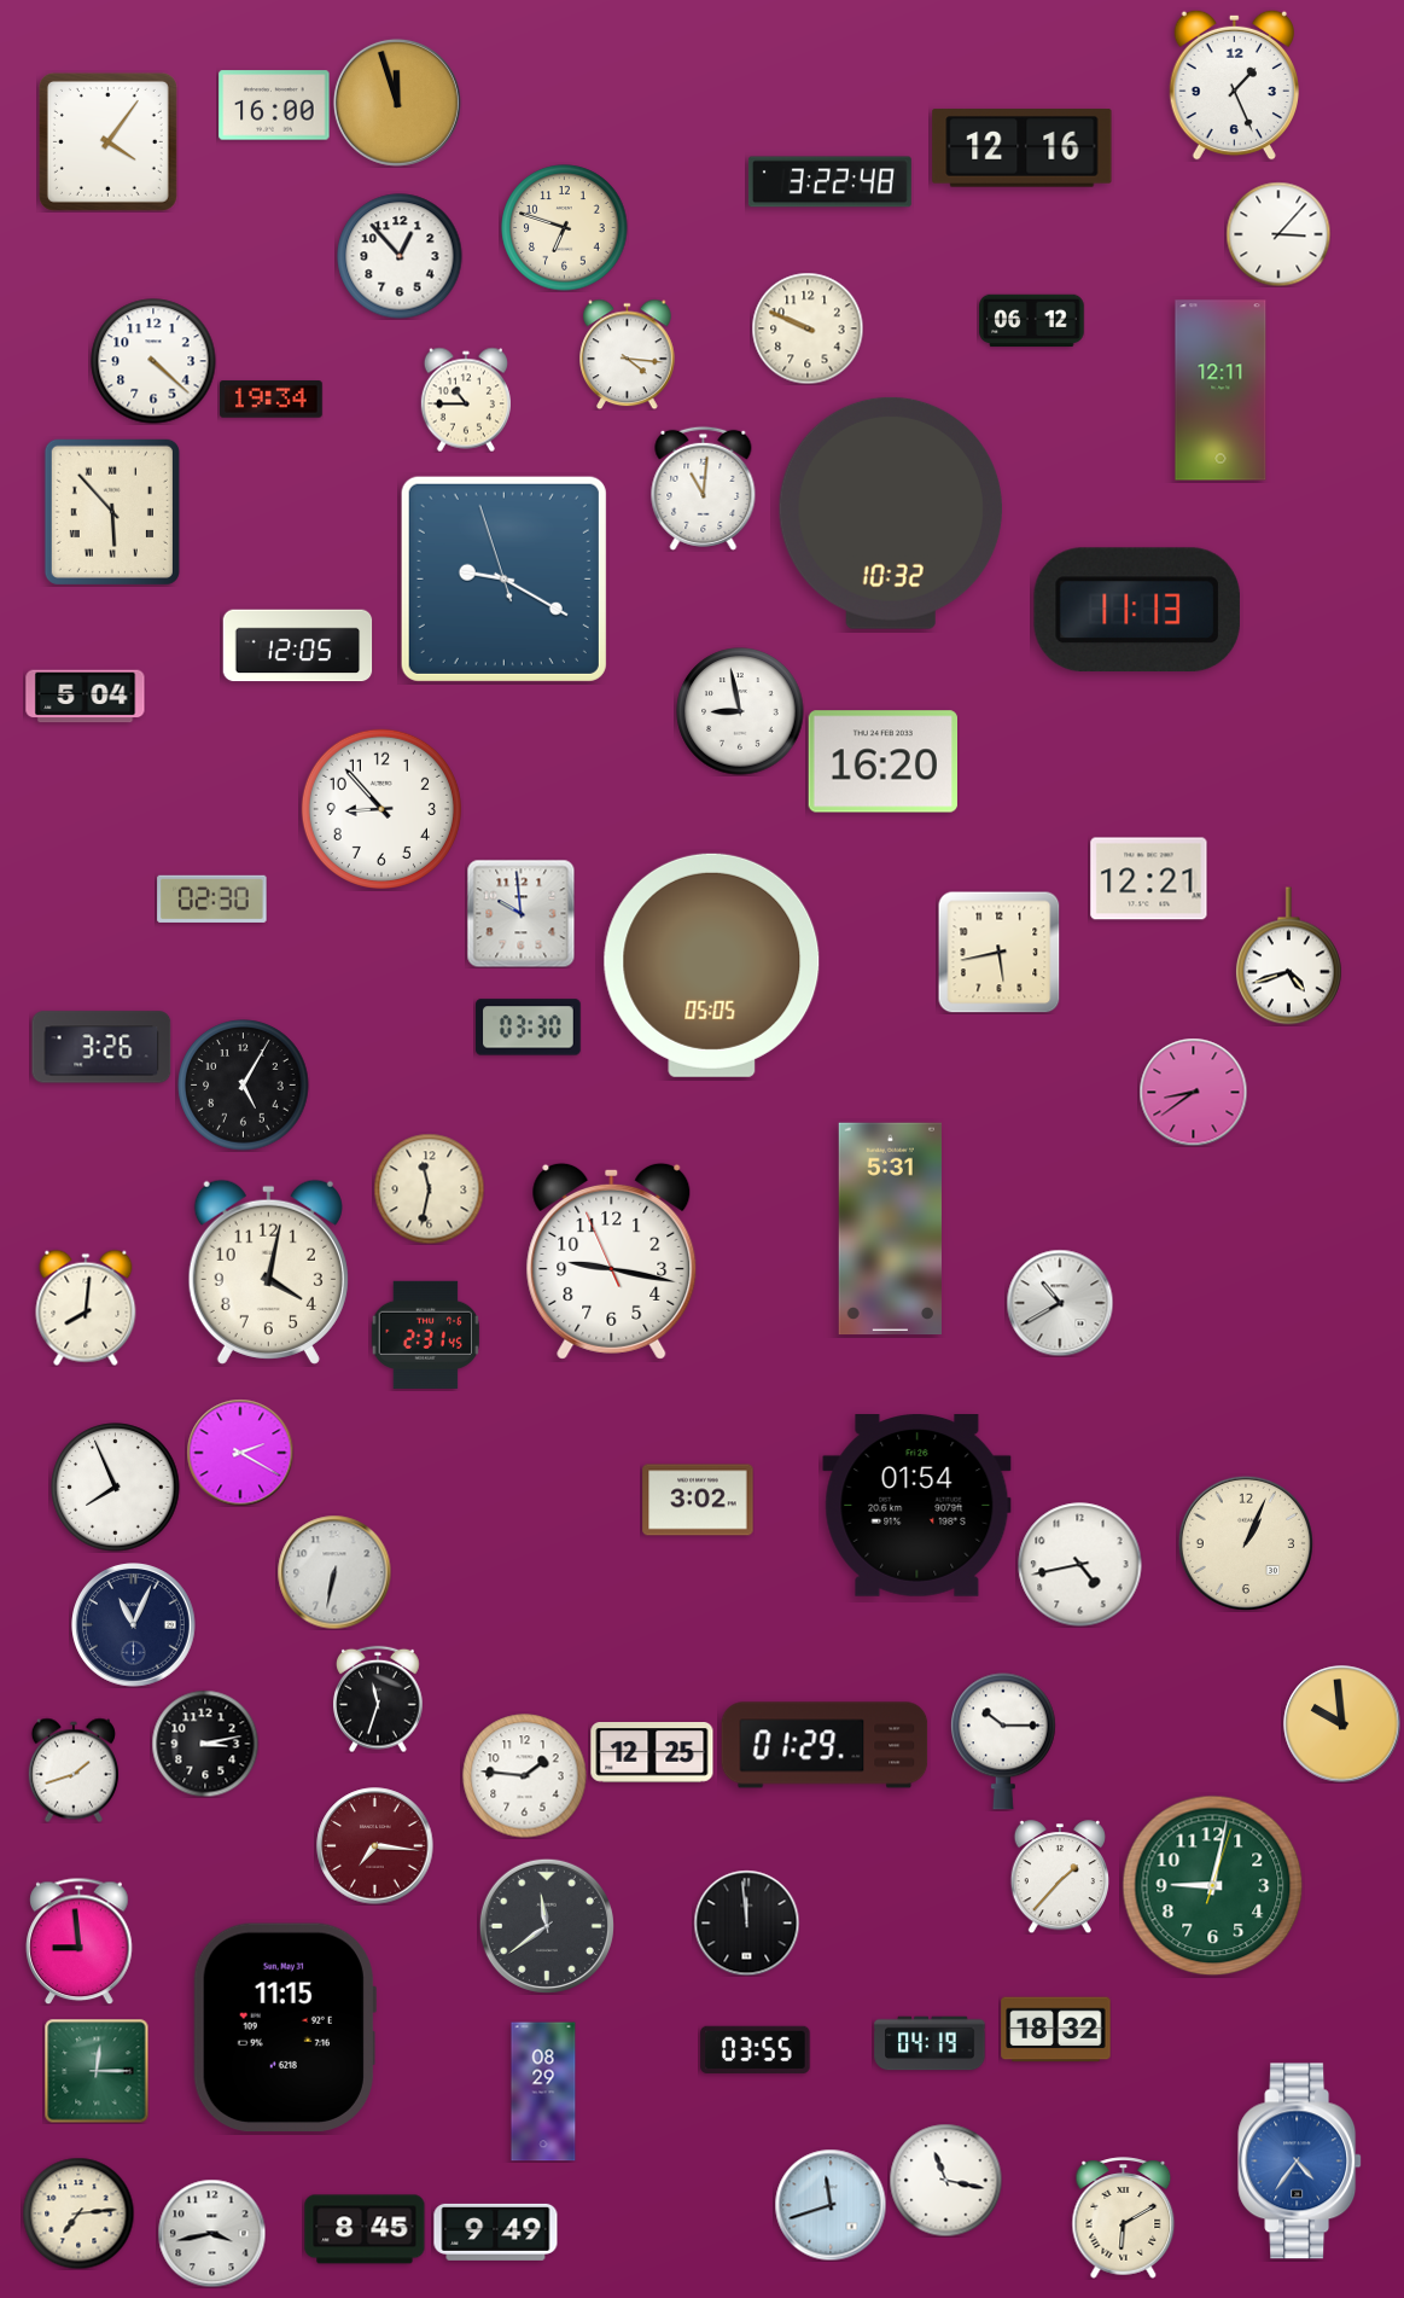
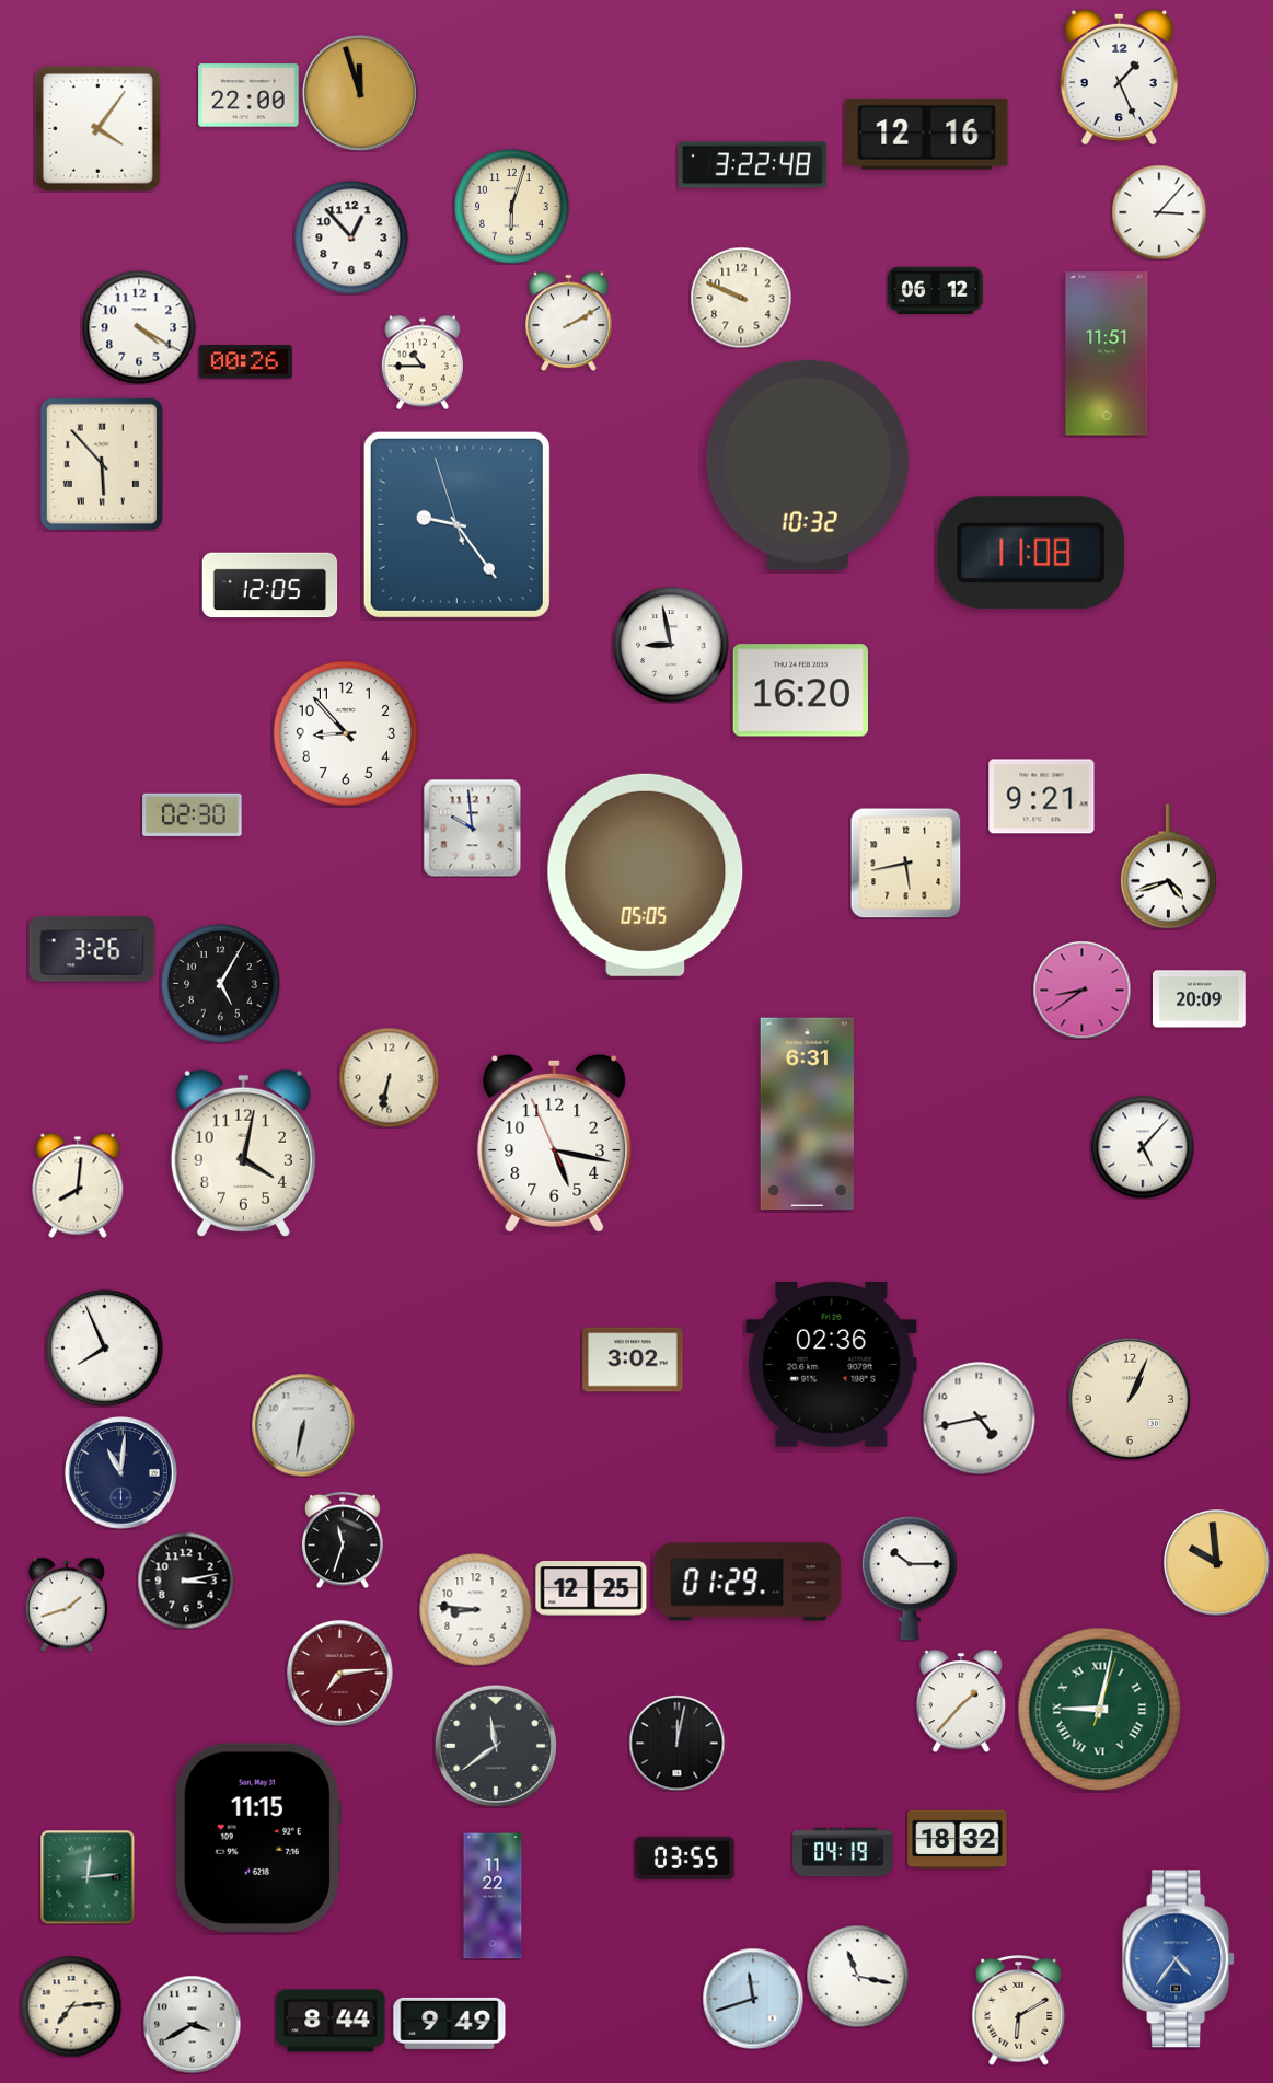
clock at (274, 105): 16:00 -> 22:00
clock at (565, 228): 6:48 -> 6:03
clock at (400, 256) position: (400, 256) -> (351, 238)
clock at (808, 328) position: (808, 328) -> (741, 298)
clock at (628, 354): 4:16 -> 2:10
clock at (153, 361): 4:22 -> 4:20
clock at (1221, 390): 12:11 -> 11:51
clock at (272, 400): 19:34 -> 00:26
clock at (704, 488): 11:01 -> none
clock at (503, 578): 9:19 -> 9:23
clock at (1137, 610): 11:13 -> 11:08
clock at (86, 697): 5:04 -> none
clock at (1149, 879): 12:21 -> 9:21
clock at (529, 1028): 03:30 -> none
clock at (1200, 999): none -> 20:09
clock at (429, 1188): 11:32 -> 6:32
clock at (890, 1229): 5:31 -> 6:31
clock at (612, 1261): 9:16 -> 5:16
clock at (1143, 1147): none -> 5:07
clock at (1060, 1303): 10:40 -> none
clock at (425, 1334): 2:31 -> none
clock at (240, 1453): 2:20 -> none
clock at (917, 1506): 01:54 -> 02:36
clock at (134, 1625): 11:04 -> 11:01
clock at (525, 1776): 1:46 -> 8:46
clock at (375, 1846): 7:16 -> 7:14
clock at (1213, 1886) numerals: Arabic -> Roman
clock at (746, 1922): 11:59 -> 12:02
clock at (80, 1941): 8:59 -> none
clock at (97, 2071): 12:15 -> 12:14
clock at (543, 2092): 08:29 -> 11:22
clock at (365, 2229): 8:45 -> 8:44
clock at (211, 2233): 3:43 -> 3:40
